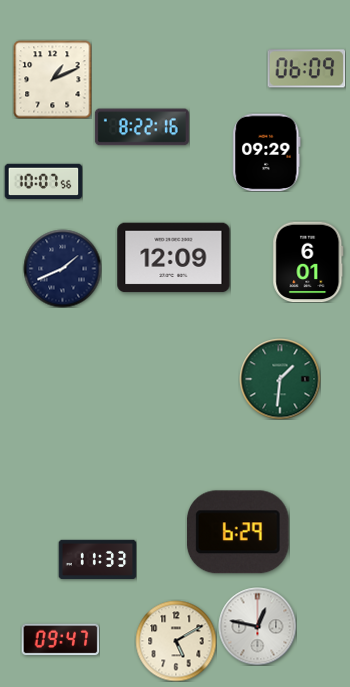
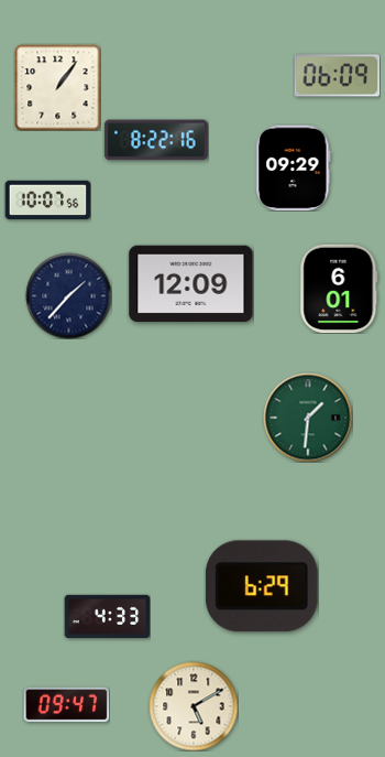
clock at (52, 79): 1:11 -> 1:06
clock at (62, 268): 1:41 -> 1:37
clock at (97, 560): 11:33 -> 4:33
clock at (257, 626): 12:47 -> none
